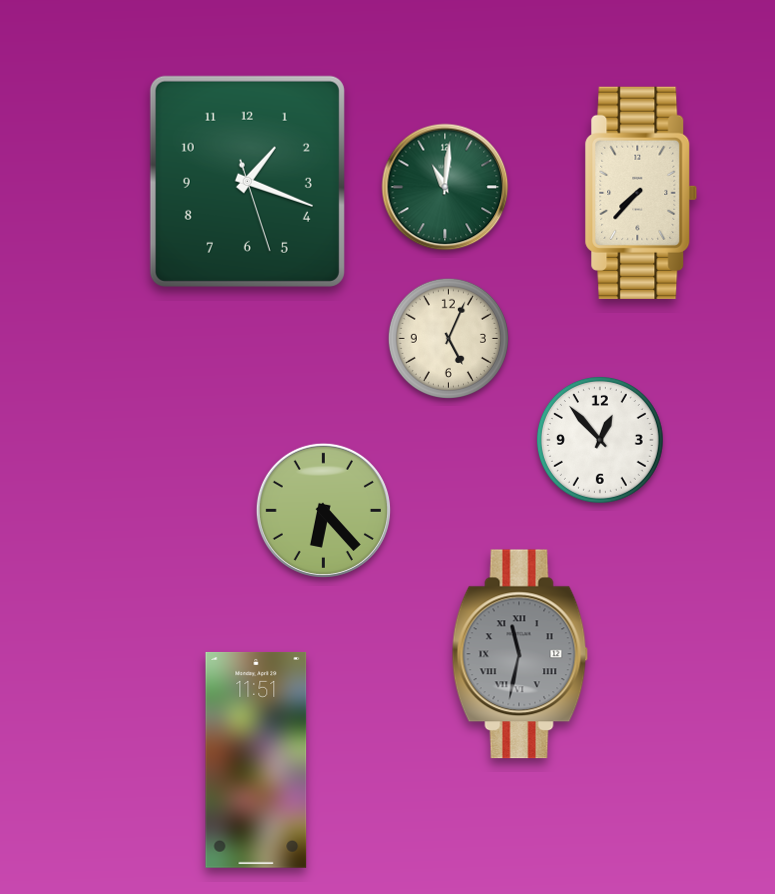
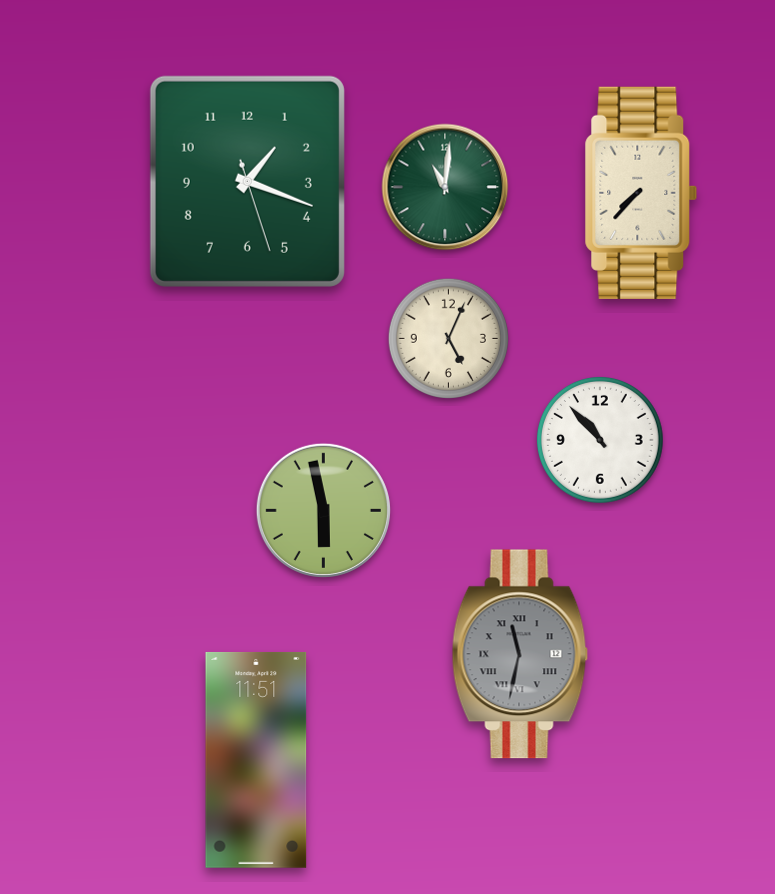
clock at (601, 441): 12:53 -> 10:53
clock at (323, 510): 6:23 -> 5:58
